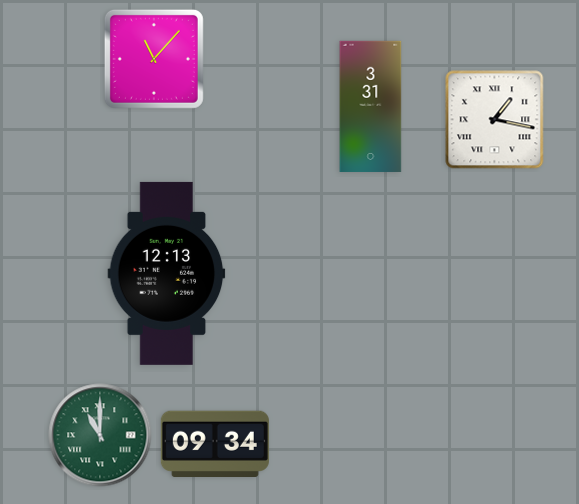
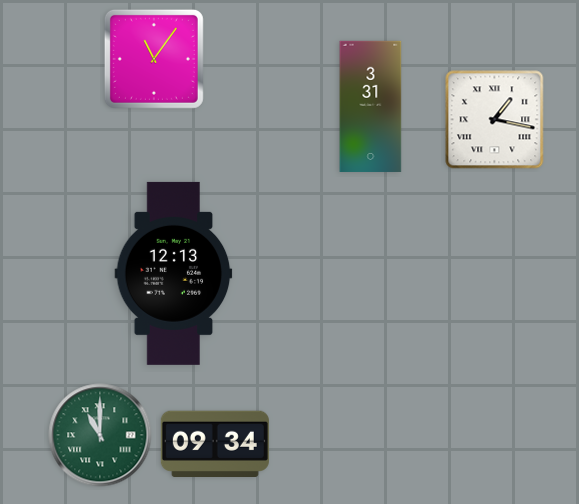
clock at (154, 59): 11:07 -> 11:06
clock at (167, 273) position: (167, 273) -> (174, 273)
